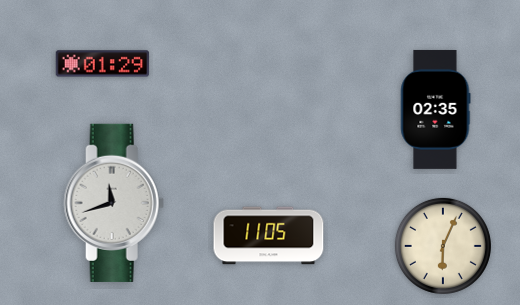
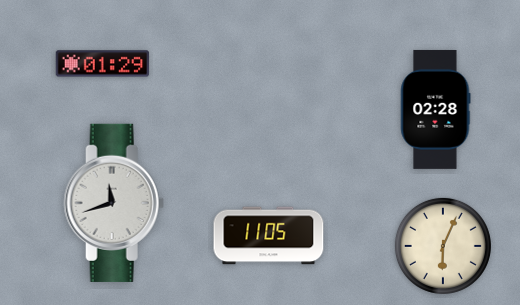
clock at (435, 109): 02:35 -> 02:28
